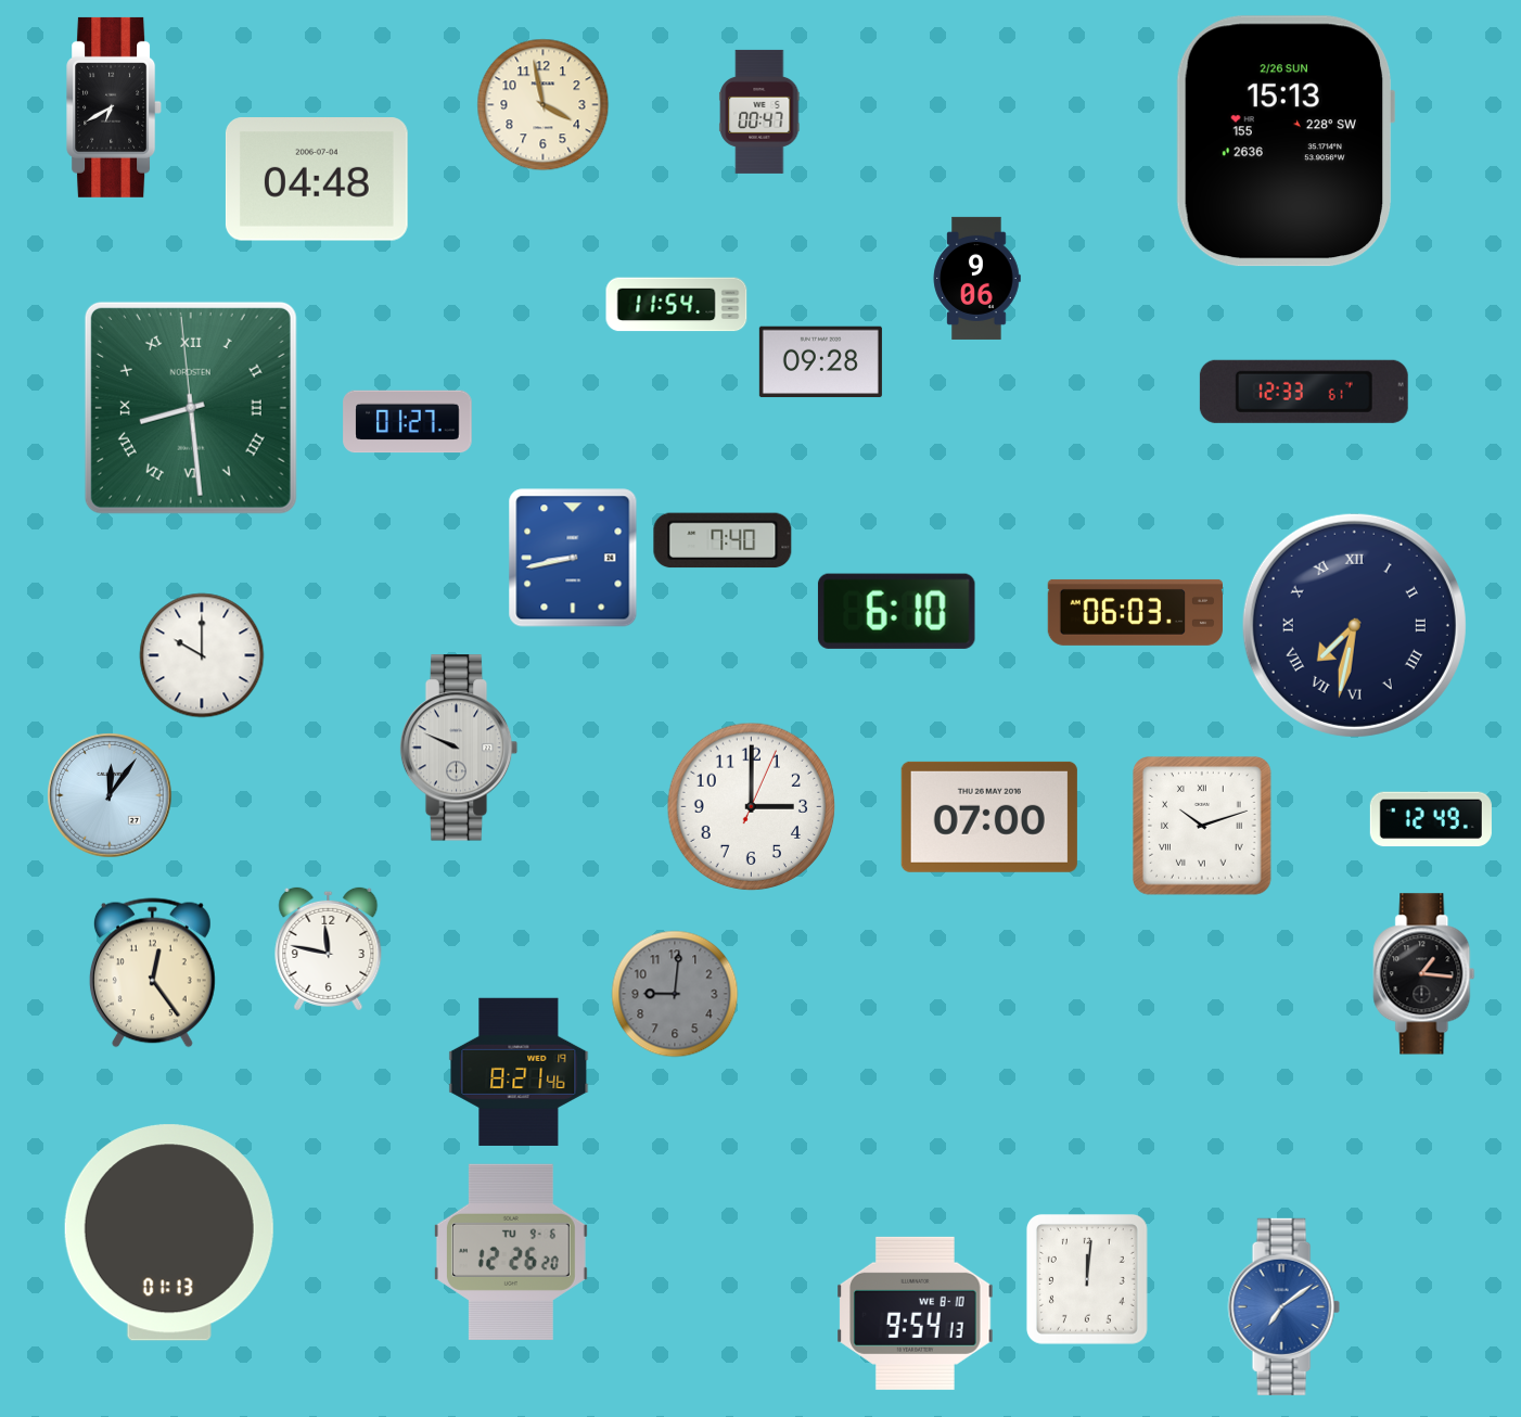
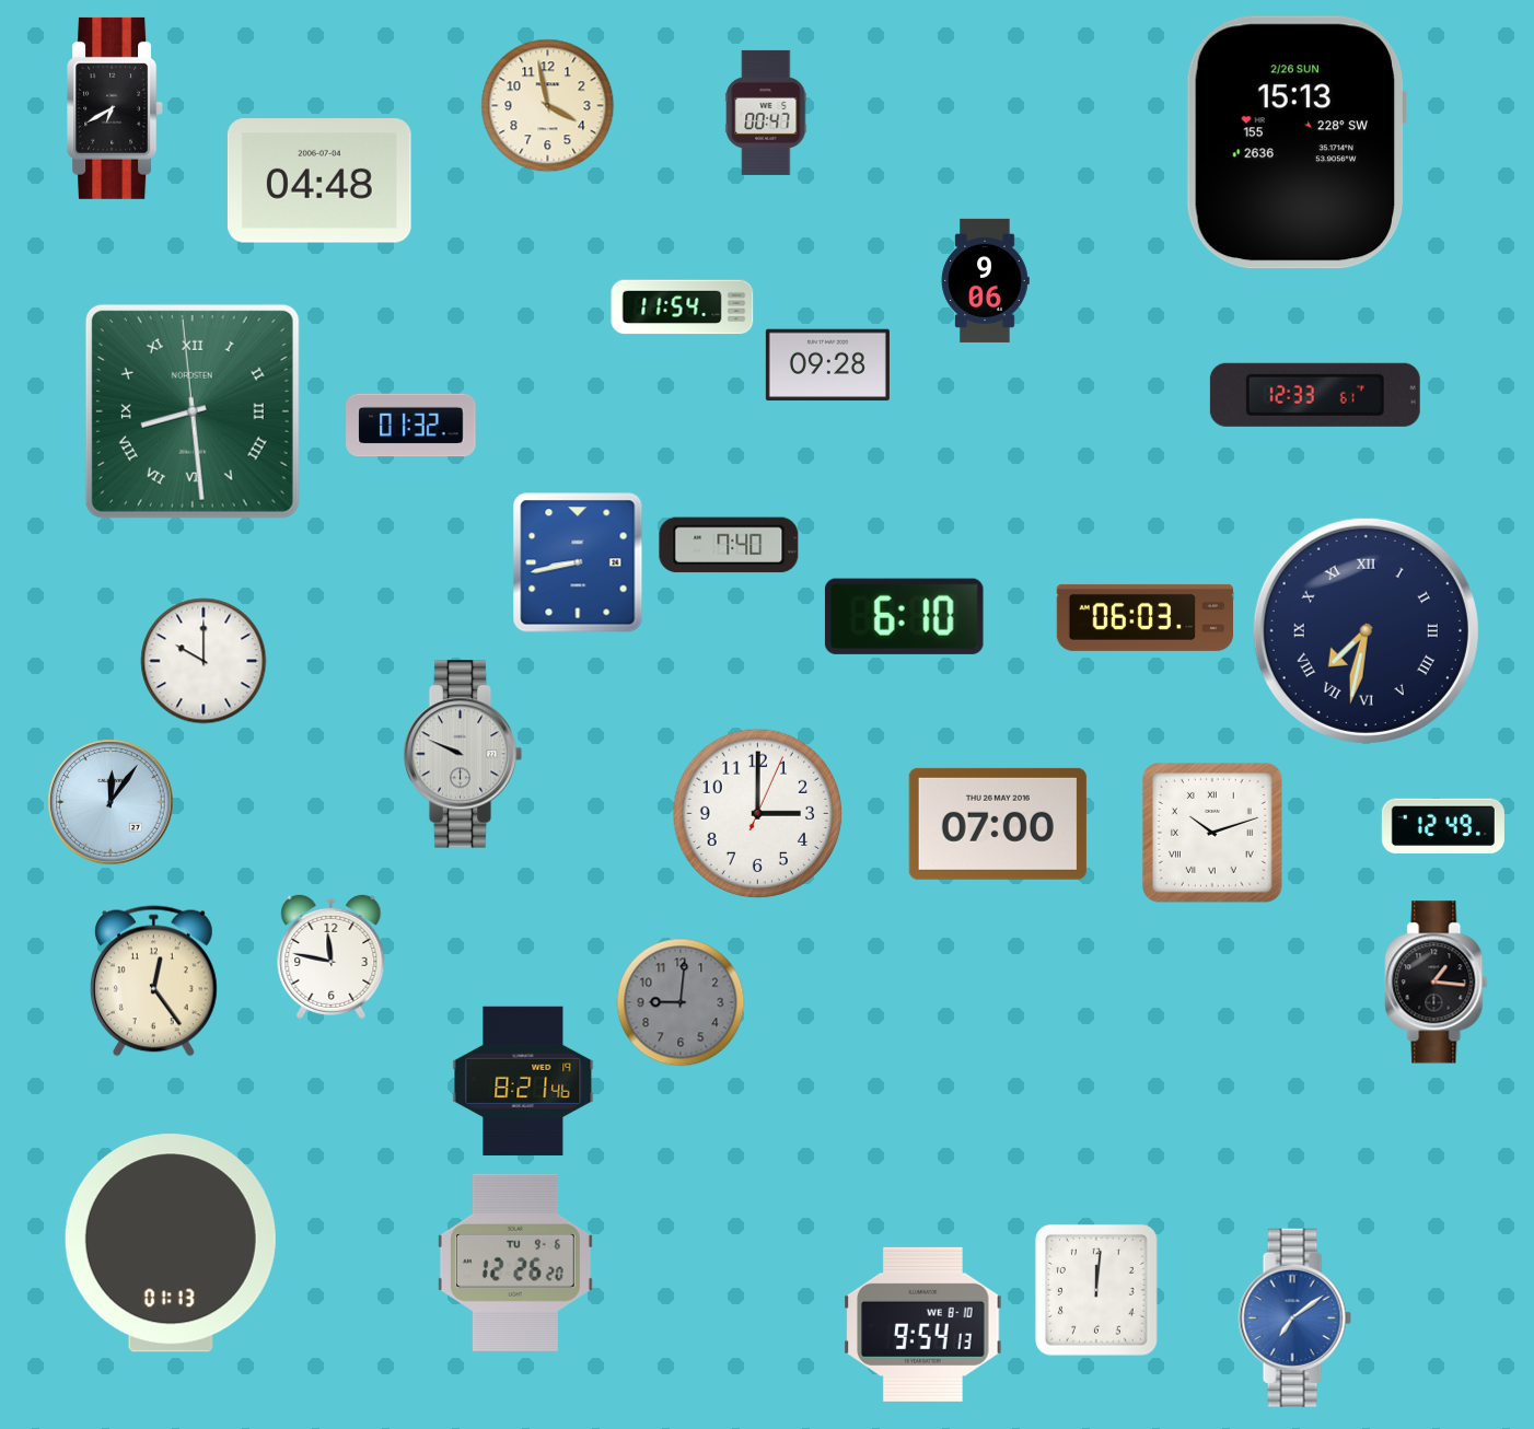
clock at (408, 422): 01:27 -> 01:32
